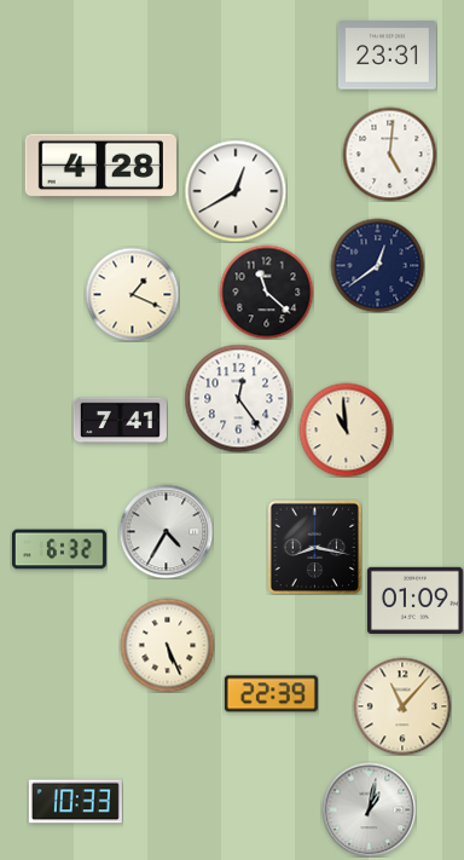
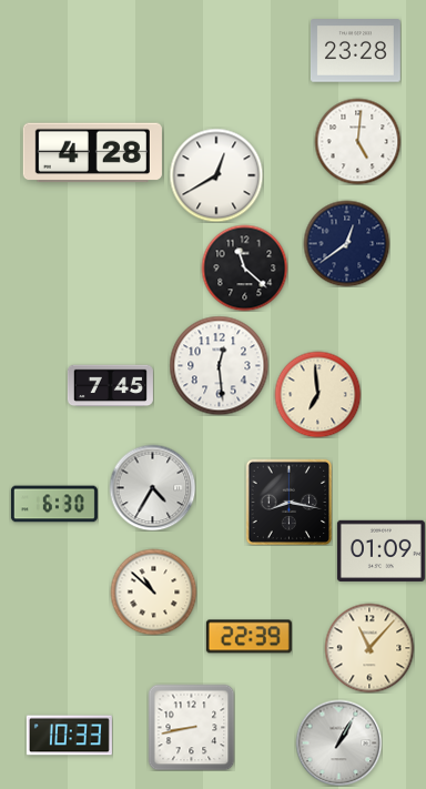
clock at (387, 56): 23:31 -> 23:28
clock at (132, 294): 1:19 -> none
clock at (238, 398): 12:24 -> 12:29
clock at (120, 421): 7:41 -> 7:45
clock at (346, 429): 10:59 -> 6:59
clock at (59, 549): 6:32 -> 6:30
clock at (167, 645): 5:26 -> 10:52
clock at (191, 727): none -> 8:43
clock at (369, 809): 1:02 -> 1:05
